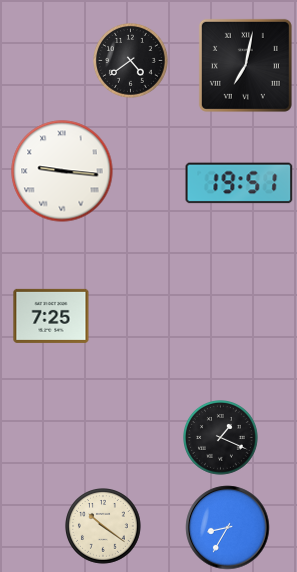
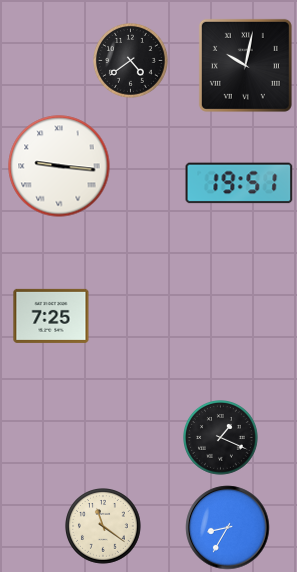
clock at (245, 65): 7:02 -> 10:02
clock at (62, 171) position: (62, 171) -> (59, 166)
clock at (104, 527): 10:21 -> 11:21
